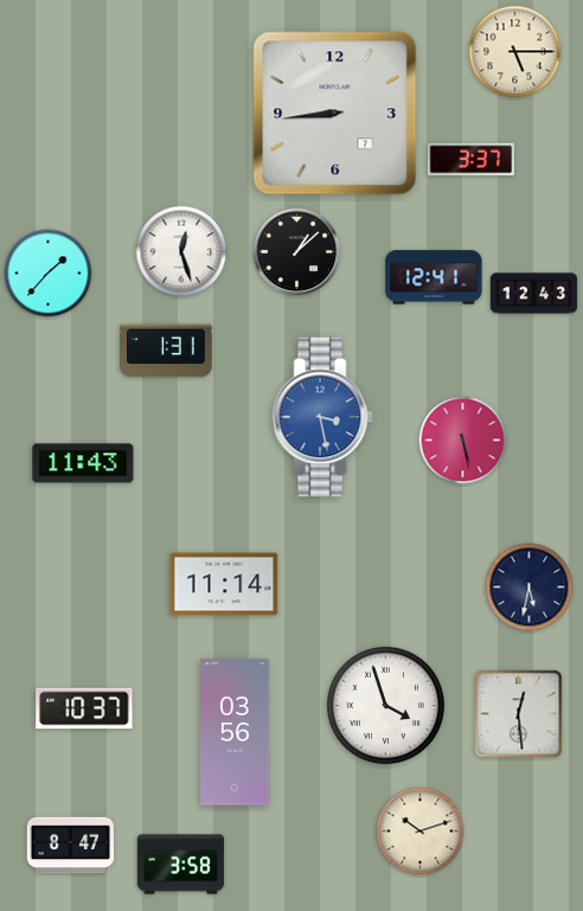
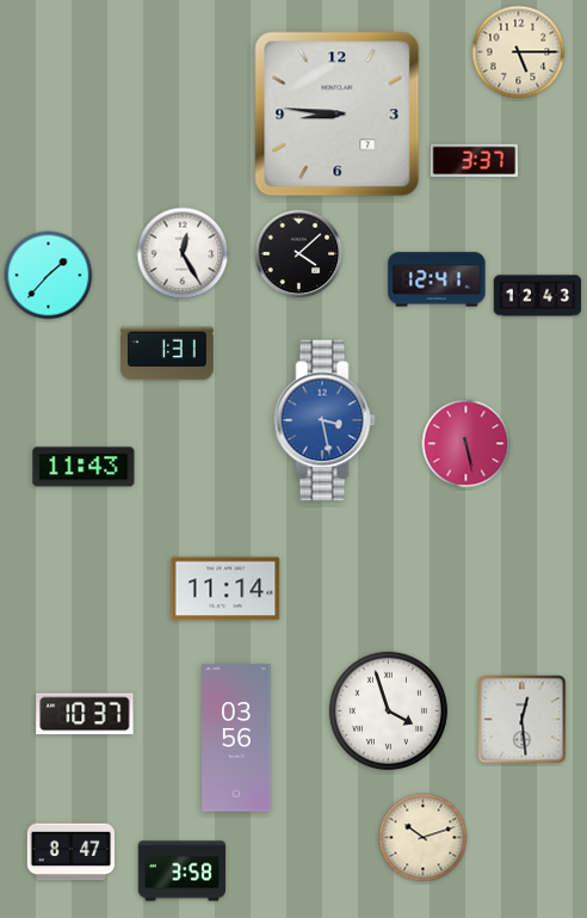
clock at (335, 114): 8:44 -> 8:46
clock at (181, 251): 12:27 -> 12:25
clock at (297, 252): 1:08 -> 4:08
clock at (530, 588): 5:32 -> none
